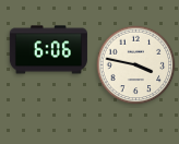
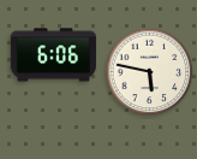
clock at (136, 65): 3:47 -> 5:47
